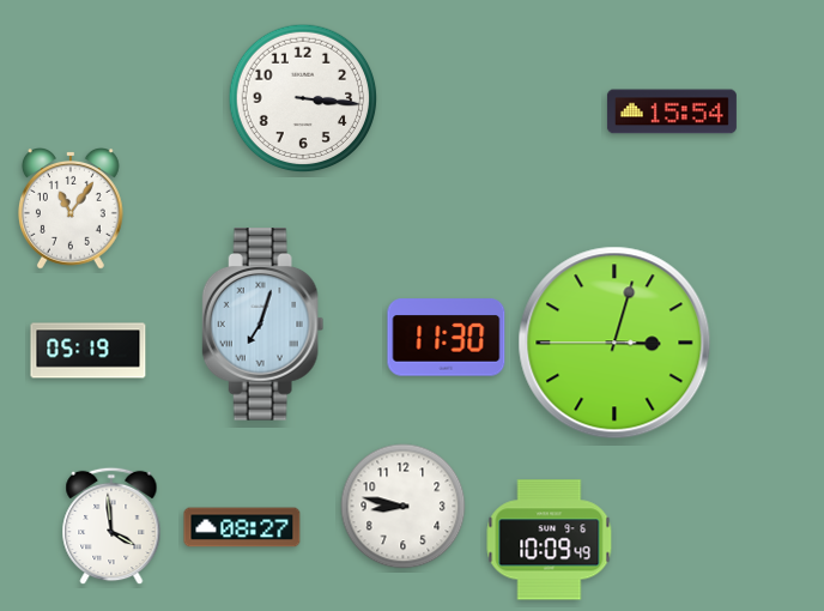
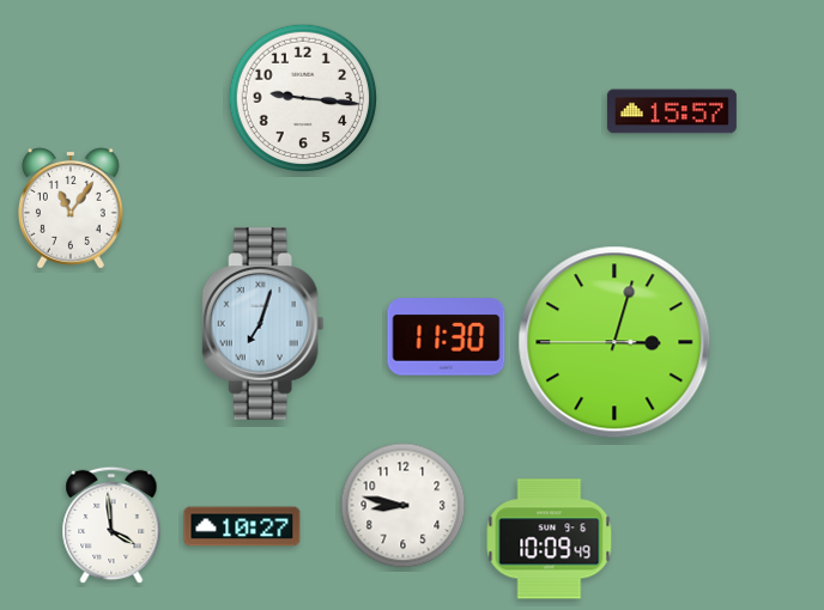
clock at (303, 98): 3:16 -> 9:16
clock at (672, 111): 15:54 -> 15:57
clock at (89, 351): 05:19 -> none
clock at (242, 527): 08:27 -> 10:27
